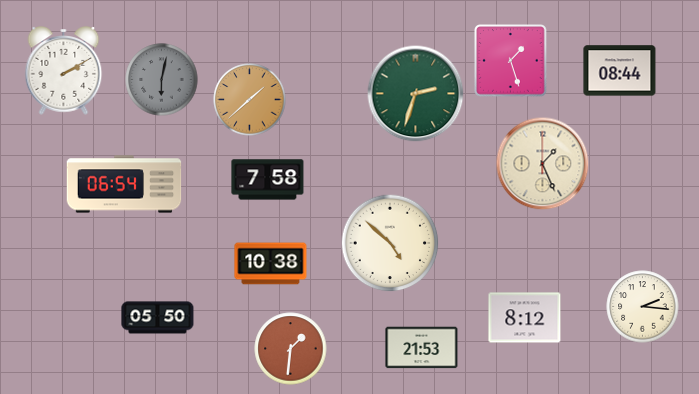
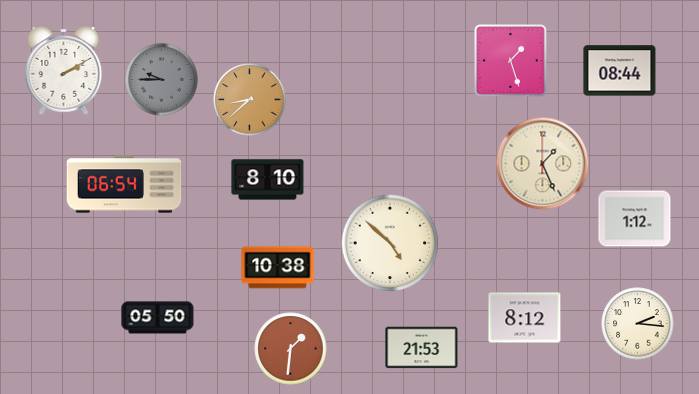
clock at (162, 80): 6:02 -> 9:45
clock at (416, 94): 2:33 -> none
clock at (250, 100): 1:38 -> 8:38
clock at (268, 180): 7:58 -> 8:10
clock at (635, 219): none -> 1:12
clock at (271, 264) position: (271, 264) -> (278, 268)
clock at (643, 307) position: (643, 307) -> (638, 324)
